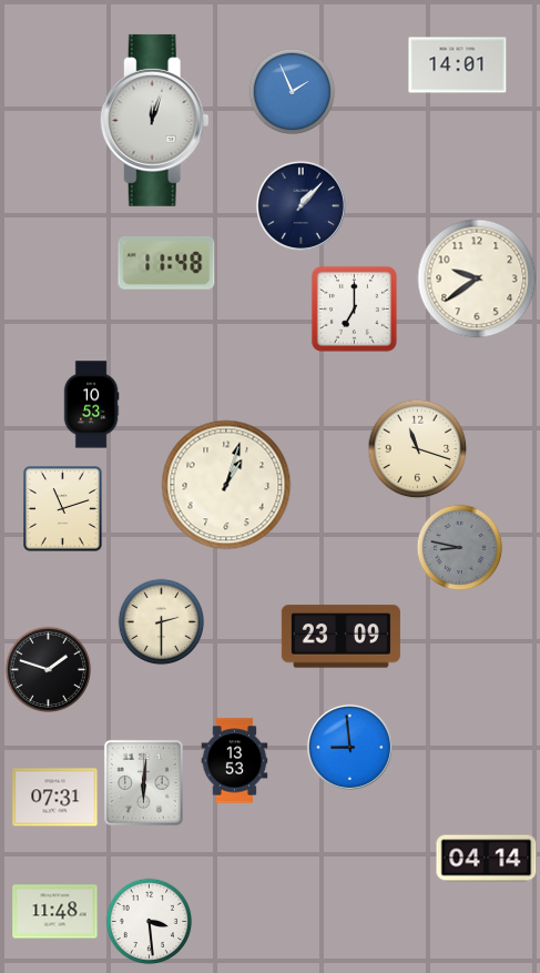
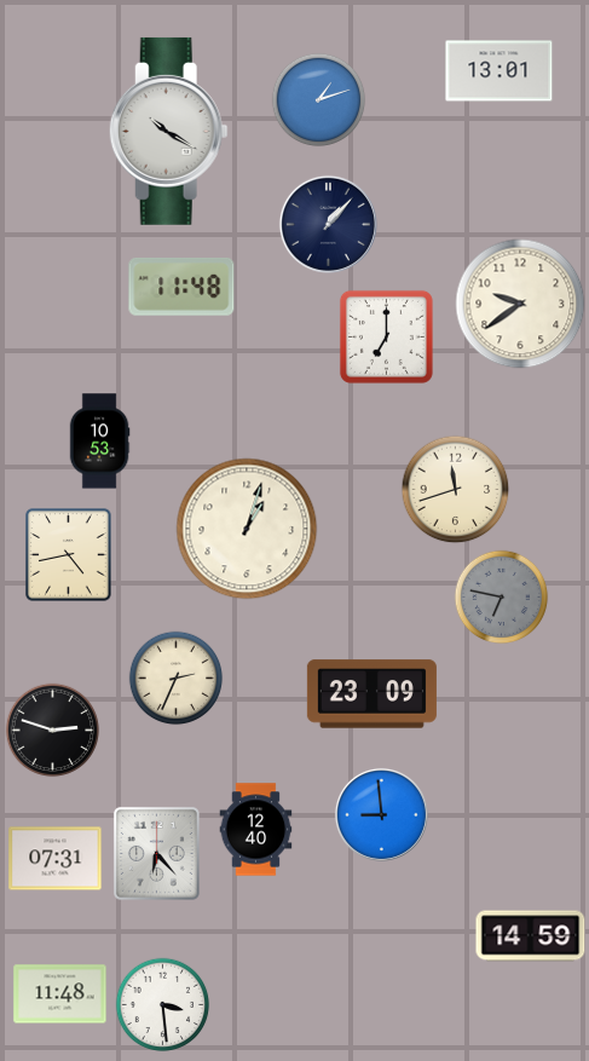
clock at (458, 65): 14:01 -> 13:01
clock at (292, 91): 1:56 -> 1:12
clock at (154, 120): 12:03 -> 10:20
clock at (417, 448): 11:18 -> 11:42
clock at (63, 509): 11:12 -> 4:43
clock at (459, 547): 8:47 -> 6:47
clock at (161, 621): 2:30 -> 2:34
clock at (48, 669): 1:48 -> 2:48
clock at (235, 761): 13:53 -> 12:40
clock at (143, 782): 6:01 -> 6:23
clock at (55, 798) position: (55, 798) -> (56, 859)
clock at (487, 859): 04:14 -> 14:59
